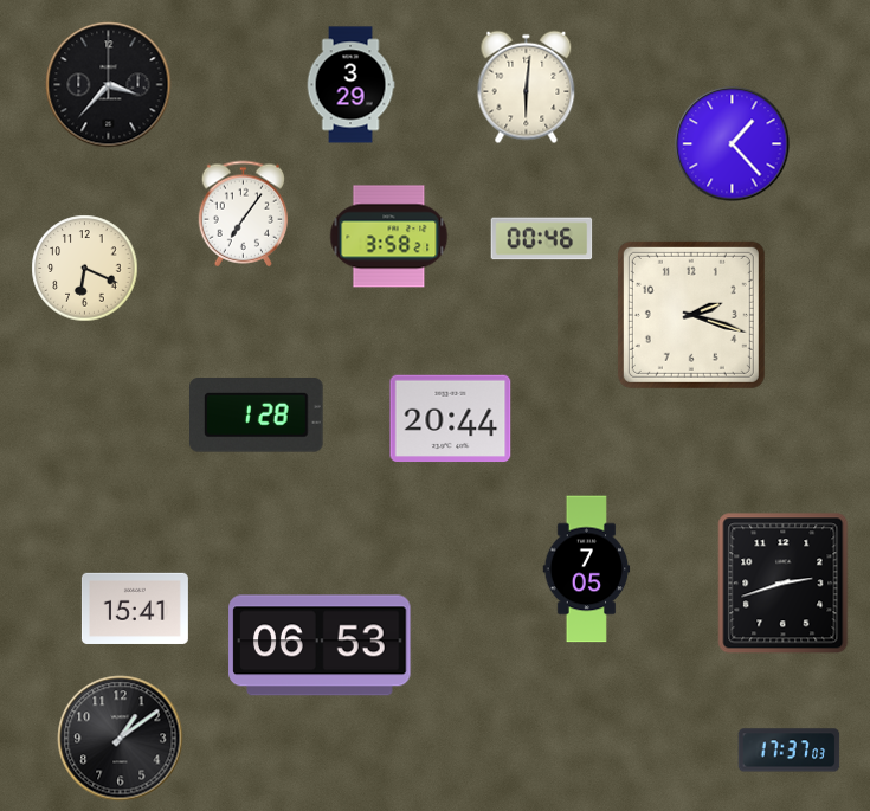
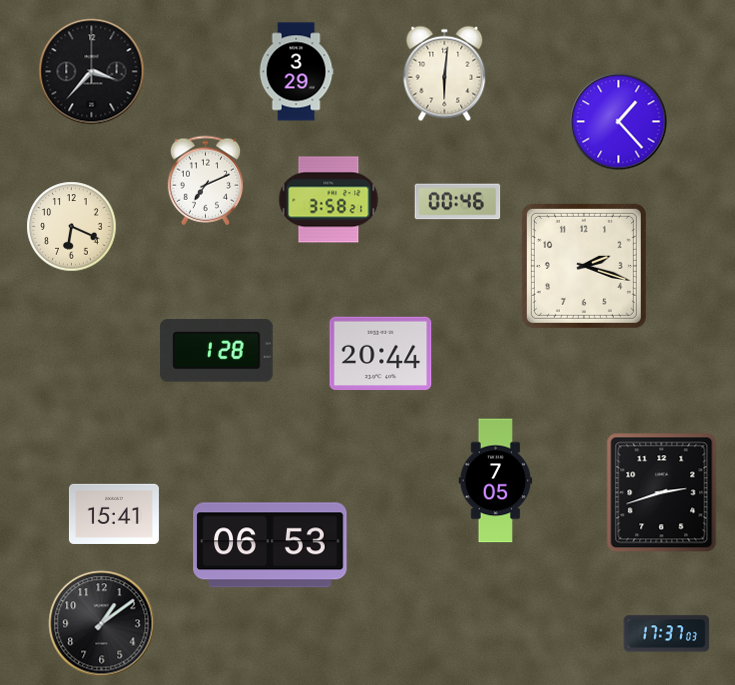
clock at (244, 214): 7:06 -> 7:11
